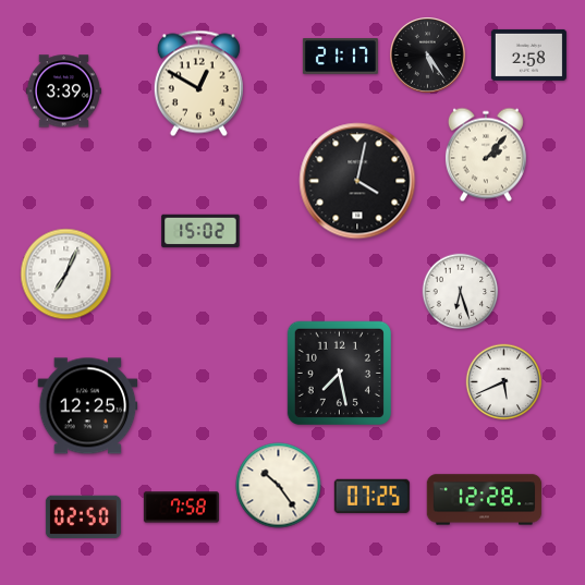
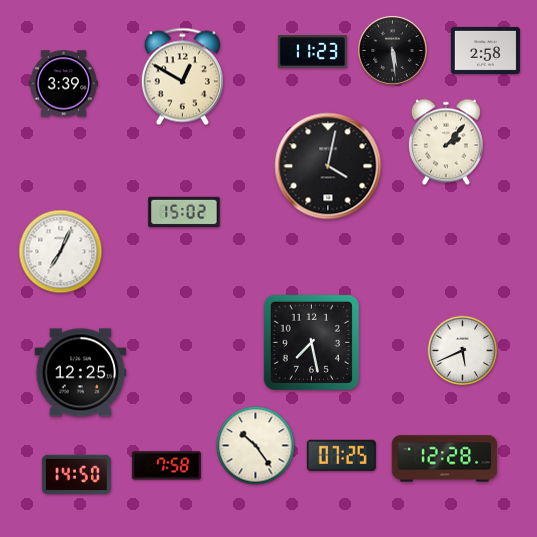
clock at (428, 56): 5:24 -> 5:29
clock at (340, 57): 21:17 -> 11:23
clock at (63, 92) position: (63, 92) -> (63, 84)
clock at (461, 292): 6:27 -> none
clock at (83, 517): 02:50 -> 14:50
